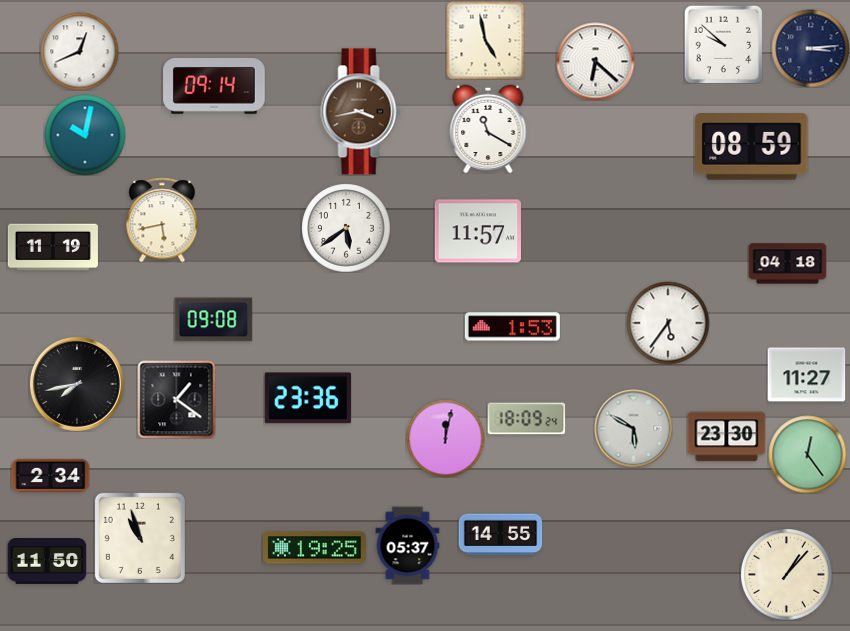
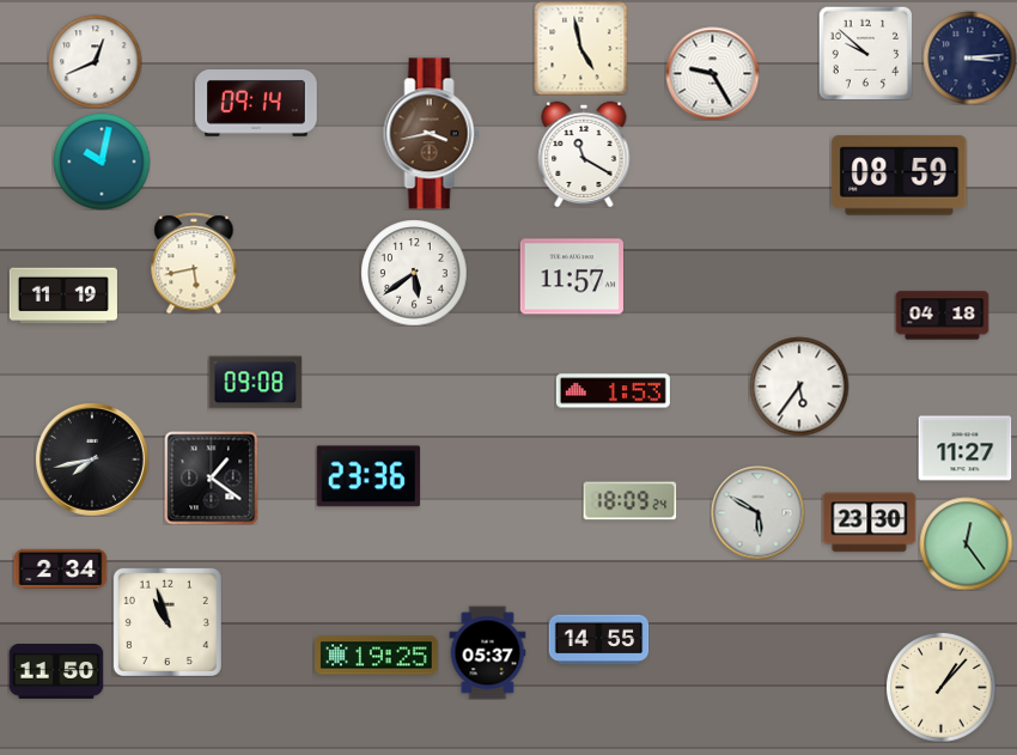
clock at (595, 61): 6:22 -> 9:25
clock at (445, 438): 12:02 -> none
clock at (140, 538) position: (140, 538) -> (168, 622)
